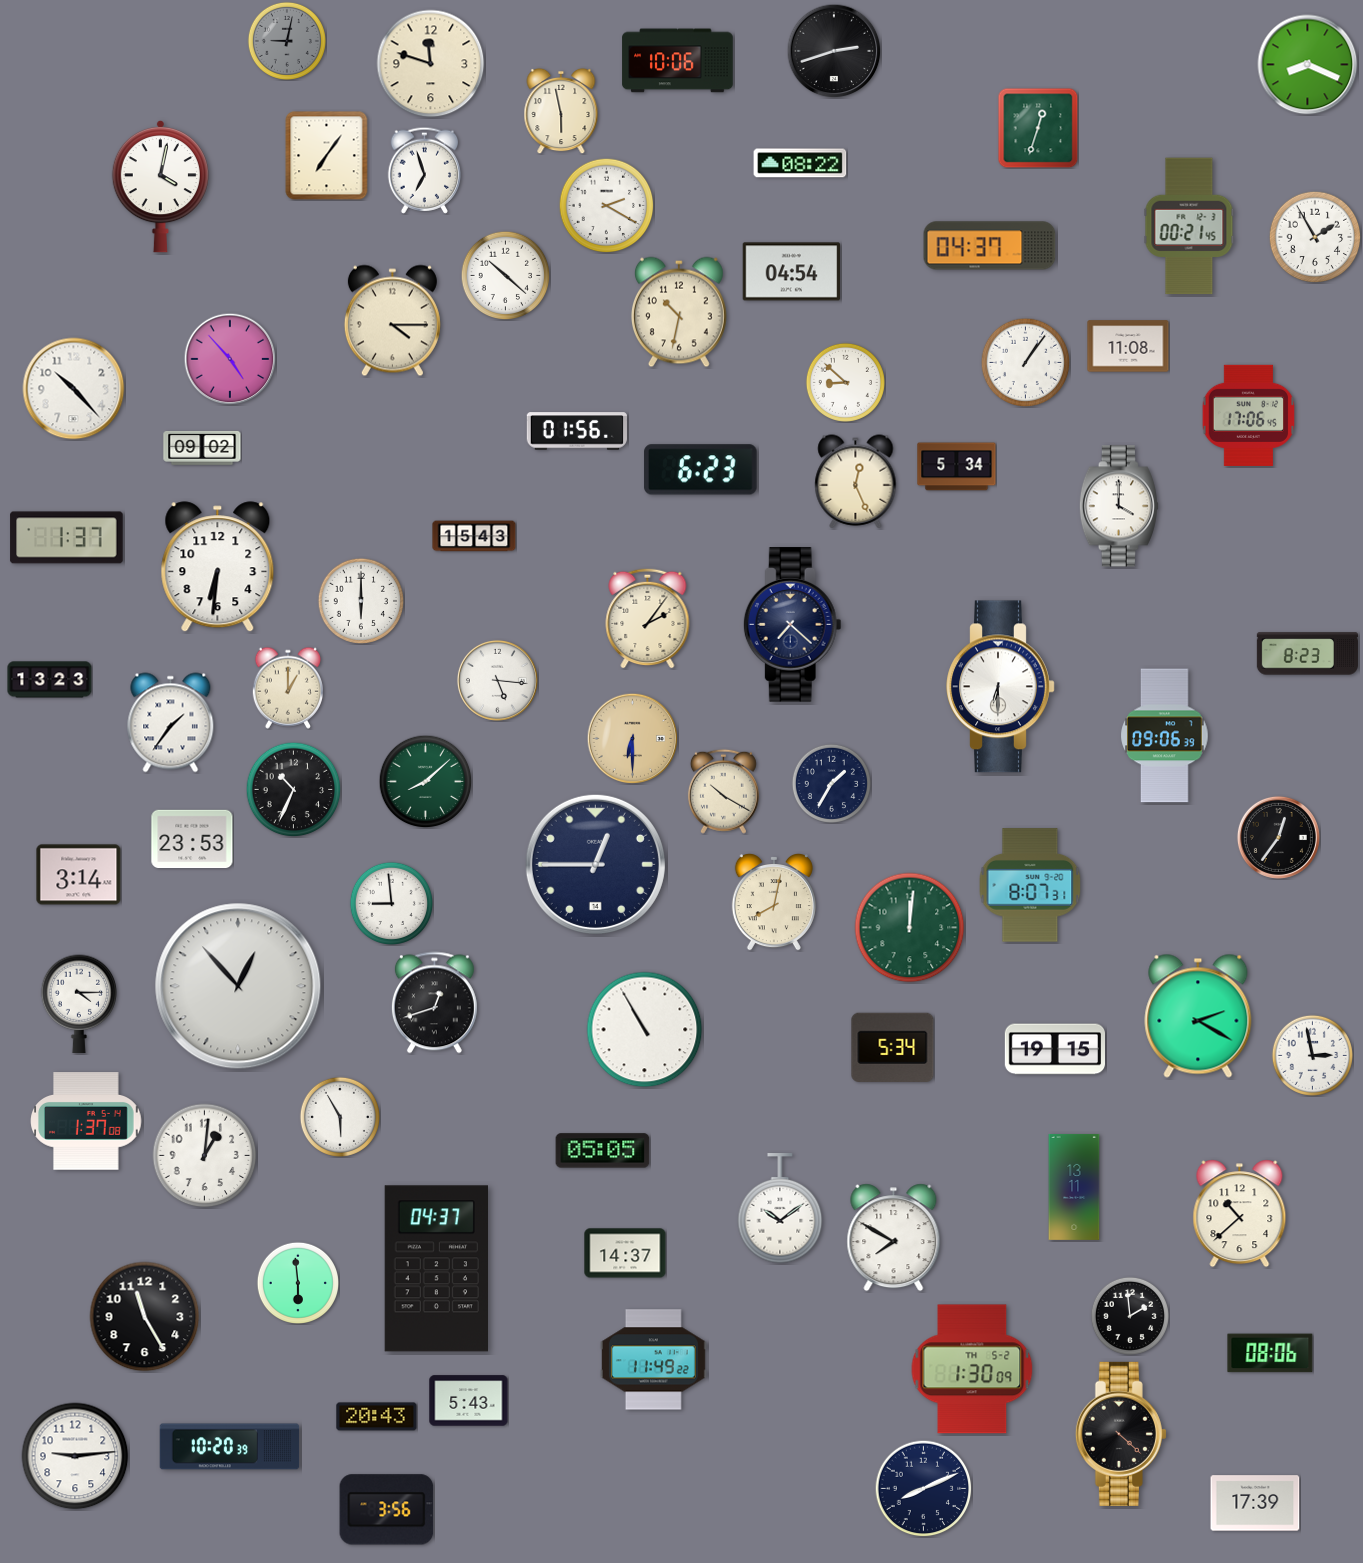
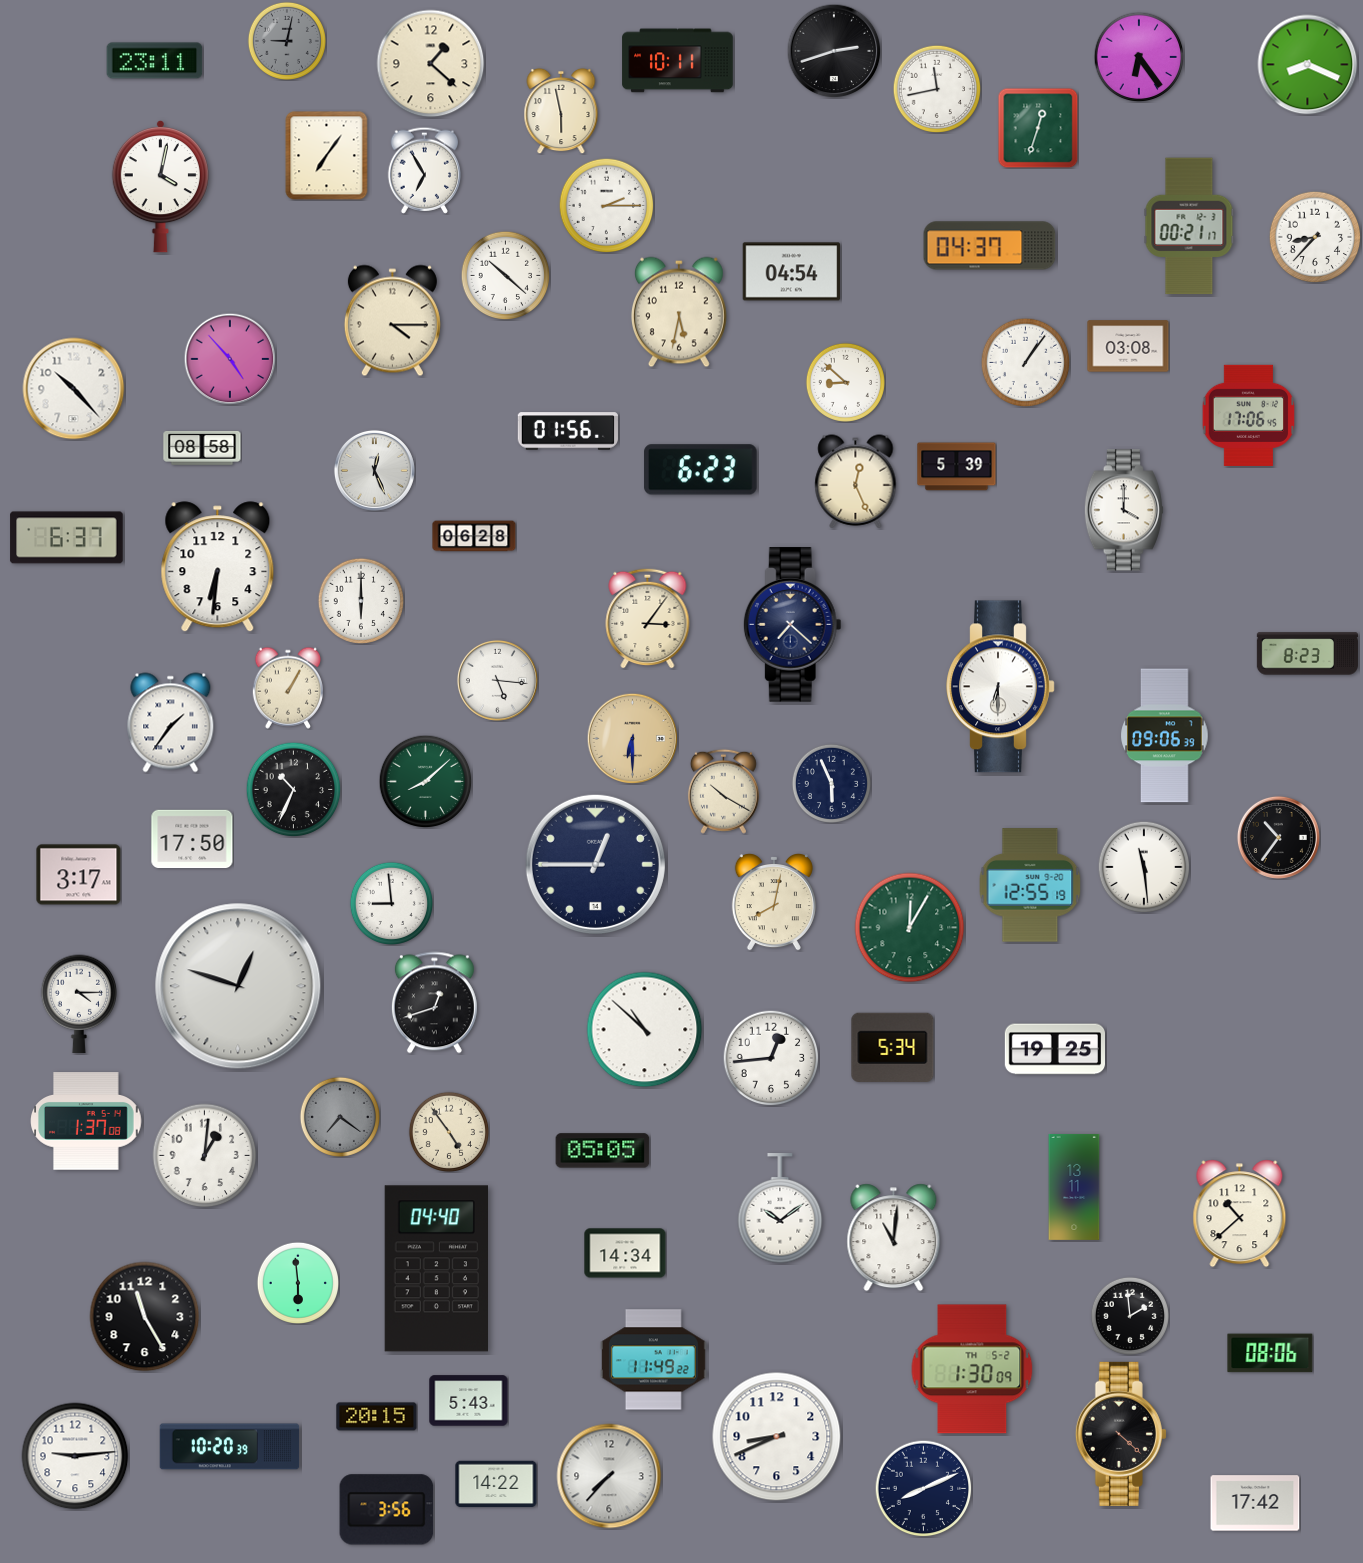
clock at (1139, 57): none -> 6:24
clock at (155, 61): none -> 23:11
clock at (678, 61): 10:06 -> 10:11
clock at (431, 64): 11:48 -> 1:22
clock at (937, 89): none -> 11:43
clock at (800, 163): 08:22 -> none
clock at (425, 170): 6:57 -> 6:55
clock at (606, 205): 2:20 -> 2:15
clock at (1189, 226): 00:21:45 -> 00:21:17
clock at (1315, 237): 1:55 -> 8:37
clock at (679, 312): 10:32 -> 5:32
clock at (1128, 346): 11:08 -> 03:08
clock at (577, 431) position: (577, 431) -> (568, 431)
clock at (202, 448): 09:02 -> 08:58
clock at (957, 467): 5:34 -> 5:39
clock at (374, 470): none -> 12:26
clock at (1119, 506) position: (1119, 506) -> (1124, 510)
clock at (474, 536): 15:43 -> 06:28
clock at (67, 538): 1:37 -> 6:37
clock at (648, 618): 2:06 -> 3:06
clock at (50, 680): 13:23 -> none
clock at (288, 688): 1:00 -> 1:05
clock at (831, 783): 1:35 -> 5:56
clock at (1278, 837): 12:36 -> 10:36
clock at (192, 839): 23:53 -> 17:50
clock at (1144, 867): none -> 11:29
clock at (79, 875): 3:14 -> 3:17
clock at (1030, 885): 8:07 -> 12:55
clock at (910, 928): 12:01 -> 12:05
clock at (238, 986): 12:53 -> 12:48
clock at (1198, 1016): 2:20 -> none
clock at (645, 1030): 10:55 -> 10:52
clock at (1054, 1049): 19:15 -> 19:25
clock at (1312, 1055): 2:58 -> none
clock at (771, 1058): none -> 12:44
clock at (340, 1117): 5:55 -> 7:21
clock at (340, 1117) dial: white -> grey
clock at (449, 1132): none -> 4:54
clock at (894, 1238): 7:50 -> 11:01
clock at (625, 1253): 14:37 -> 14:34
clock at (436, 1269): 04:37 -> 04:40
clock at (377, 1417): 20:43 -> 20:15
clock at (777, 1437): none -> 8:41
clock at (609, 1476): none -> 7:37
clock at (496, 1484): none -> 14:22
clock at (1255, 1503): 17:39 -> 17:42
